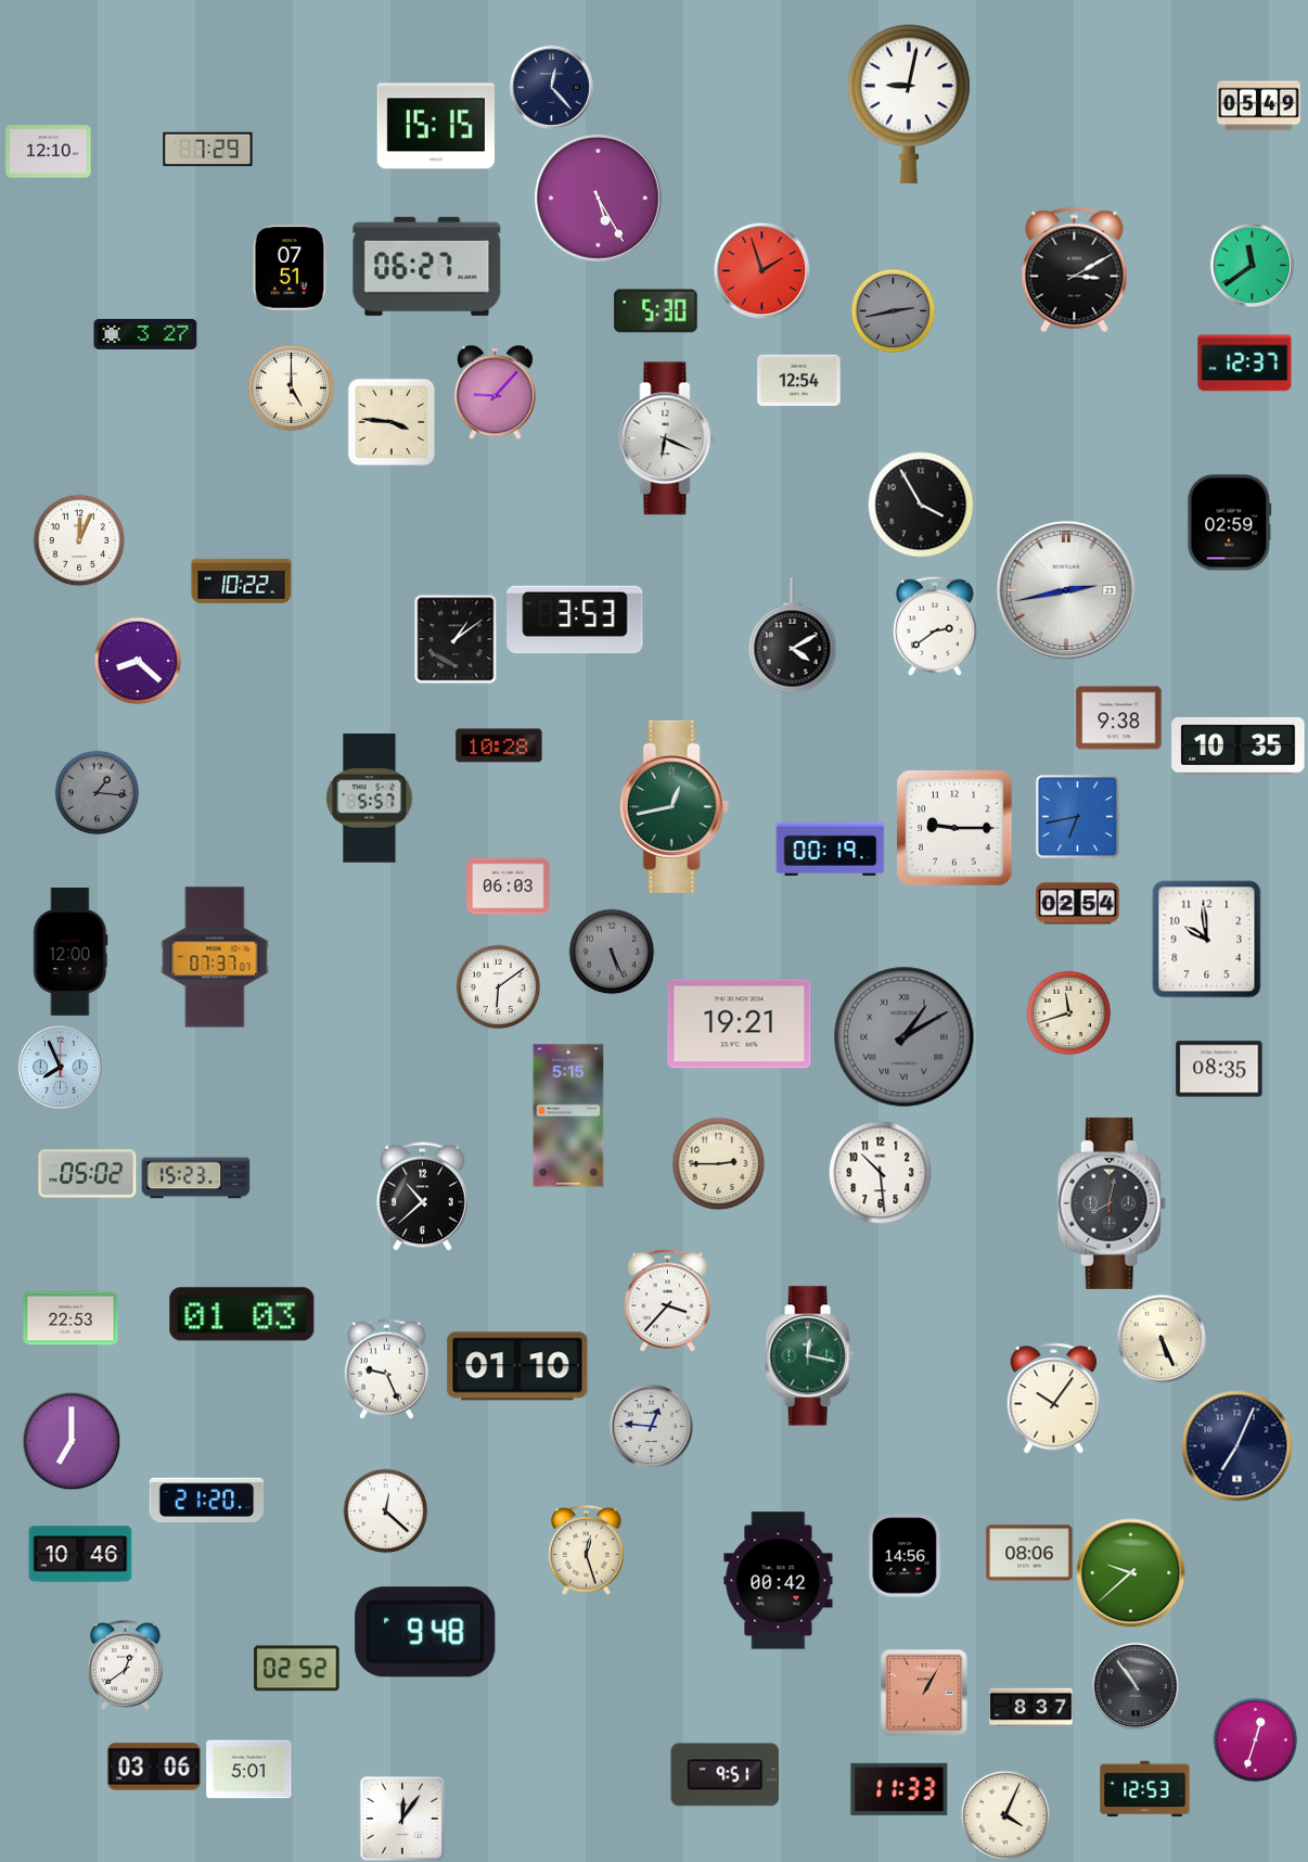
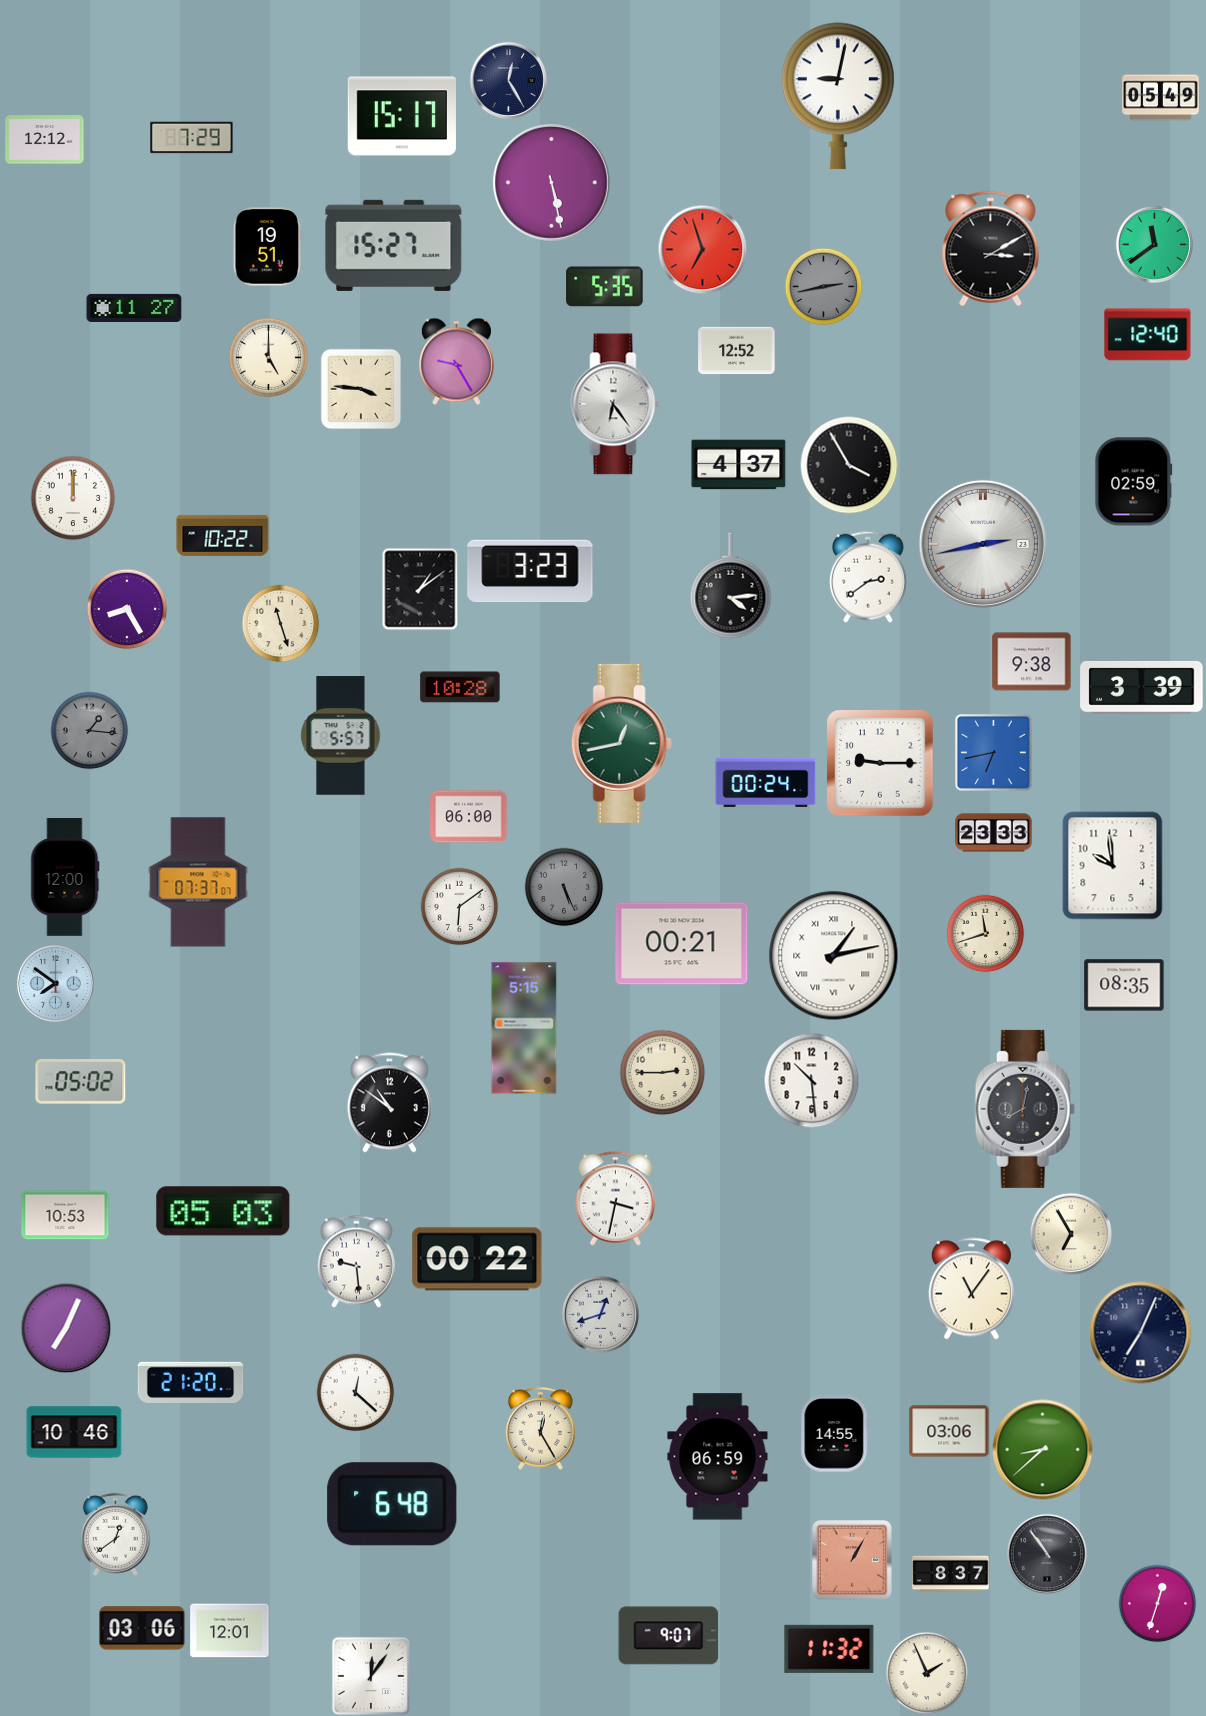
clock at (551, 87): 12:23 -> 12:25
clock at (436, 126): 15:15 -> 15:17
clock at (49, 152): 12:10 -> 12:12
clock at (599, 199): 5:25 -> 5:28
clock at (427, 266): 06:27 -> 15:27
clock at (291, 268): 07:51 -> 19:51
clock at (761, 270): 1:57 -> 6:57
clock at (656, 311): 5:30 -> 5:35
clock at (145, 334): 3:27 -> 11:27
clock at (1245, 364): 12:37 -> 12:40
clock at (799, 381): 12:54 -> 12:52
clock at (495, 392): 9:07 -> 9:25
clock at (667, 438): 6:19 -> 6:24
clock at (739, 465): none -> 4:37
clock at (79, 540): 12:04 -> 12:00
clock at (575, 620): 3:53 -> 3:23
clock at (935, 626) position: (935, 626) -> (868, 577)
clock at (793, 636): 4:10 -> 4:14
clock at (138, 661): 8:22 -> 8:25
clock at (280, 623): none -> 11:27
clock at (1239, 745): 10:35 -> 3:39
clock at (831, 849): 00:19 -> 00:24
clock at (509, 887): 06:03 -> 06:00
clock at (1078, 904): 02:54 -> 23:33
clock at (612, 952) position: (612, 952) -> (564, 887)
clock at (498, 986) position: (498, 986) -> (459, 906)
clock at (740, 1024): 19:21 -> 00:21
clock at (905, 1037): 1:10 -> 1:13
clock at (905, 1037) dial: grey -> white
clock at (60, 1067): 7:56 -> 7:51
clock at (196, 1178): 15:23 -> none
clock at (422, 1197): 10:38 -> 10:51
clock at (668, 1301): 3:37 -> 3:32
clock at (242, 1314): 01:03 -> 05:03
clock at (70, 1318): 22:53 -> 10:53
clock at (1162, 1339): 5:26 -> 6:55
clock at (809, 1356): 12:17 -> none
clock at (517, 1366): 01:10 -> 00:22
clock at (386, 1368): 9:26 -> 9:29
clock at (1053, 1399): 10:06 -> 11:06
clock at (651, 1426): 12:46 -> 12:42
clock at (72, 1441): 7:00 -> 7:04
clock at (586, 1549): 12:27 -> 12:25
clock at (1029, 1553): 08:06 -> 03:06
clock at (906, 1556): 14:56 -> 14:55
clock at (1131, 1573): 9:38 -> 8:38
clock at (779, 1581): 00:42 -> 06:59
clock at (425, 1632): 9:48 -> 6:48
clock at (297, 1669): 02:52 -> none
clock at (249, 1770): 5:01 -> 12:01
clock at (726, 1775): 9:51 -> 9:07
clock at (899, 1789): 11:33 -> 11:32
clock at (1145, 1789): 12:53 -> none
clock at (1005, 1815): 4:04 -> 1:56
